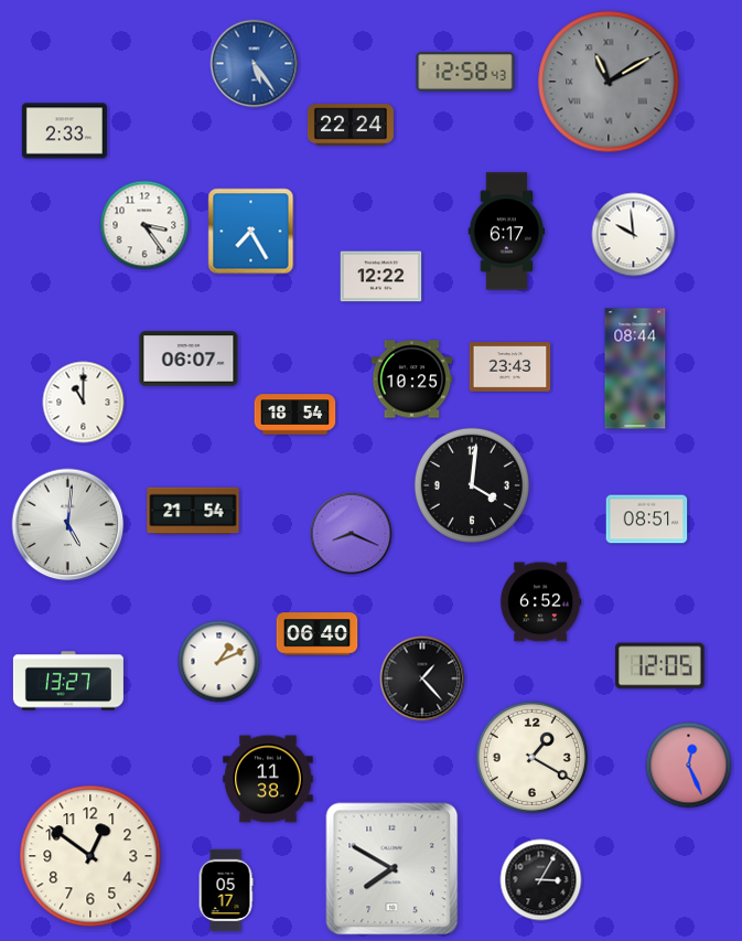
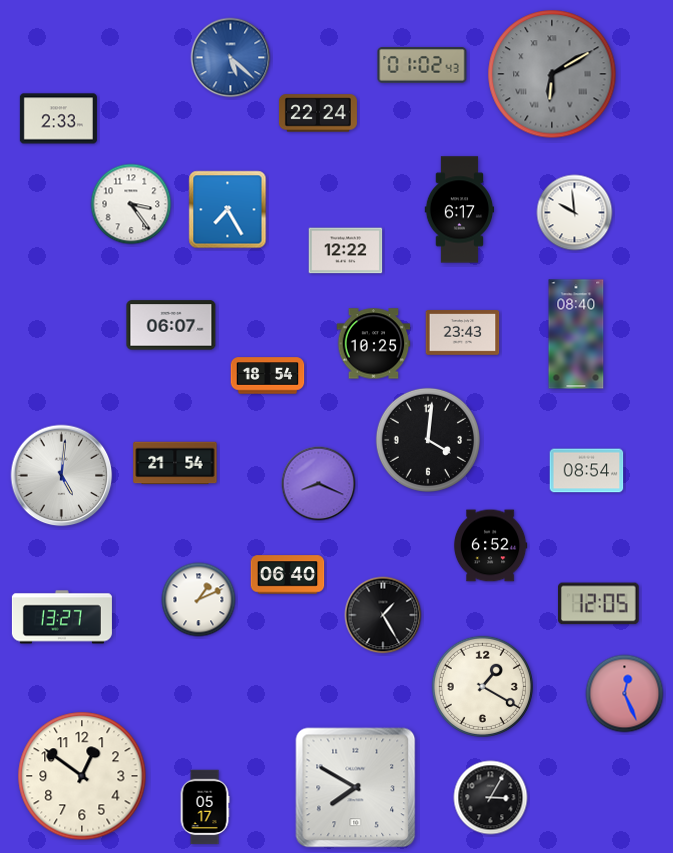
clock at (255, 64): 5:24 -> 5:22
clock at (465, 72): 12:58 -> 01:02
clock at (609, 82): 11:10 -> 6:10
clock at (635, 368): 08:44 -> 08:40
clock at (84, 403): 11:00 -> none
clock at (647, 520): 08:51 -> 08:54
clock at (422, 678): 1:23 -> 1:25
clock at (268, 779): 11:38 -> none
